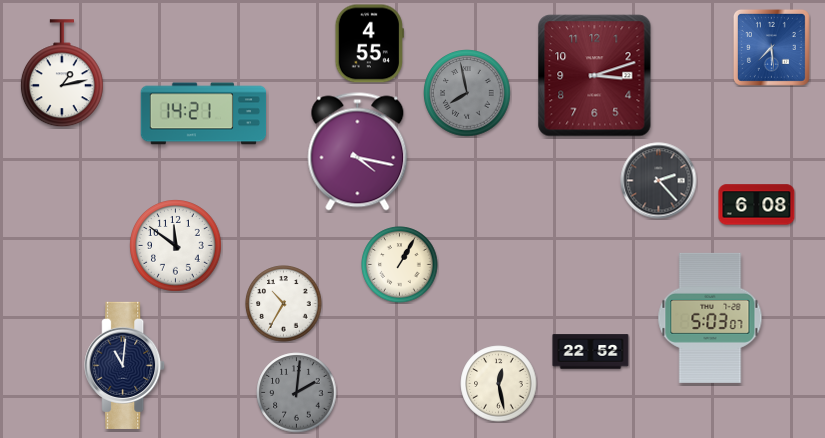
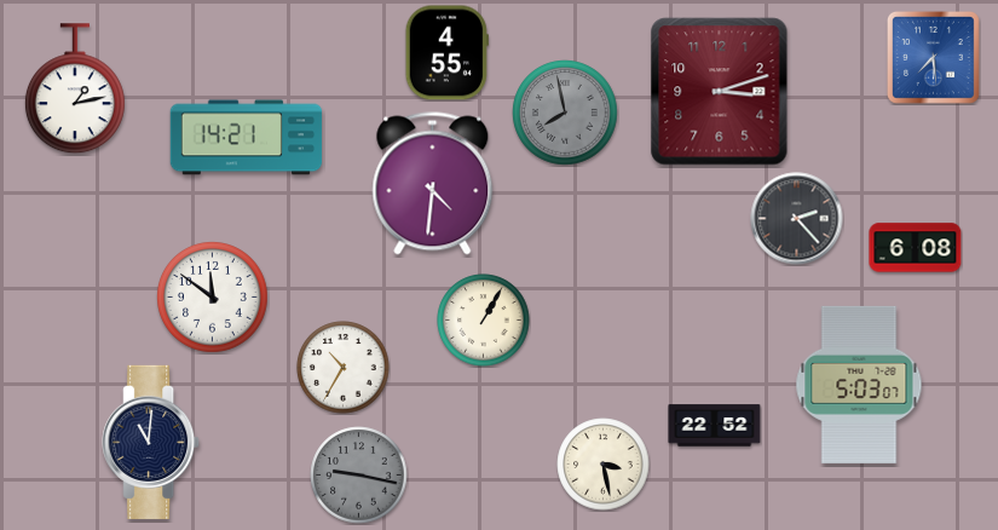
clock at (358, 152): 4:17 -> 4:31
clock at (499, 384): 12:28 -> 3:28
clock at (297, 393): 2:01 -> 9:17
